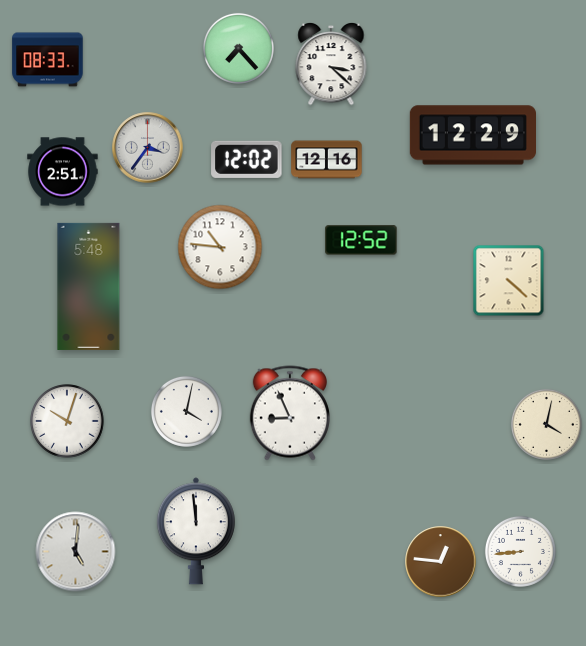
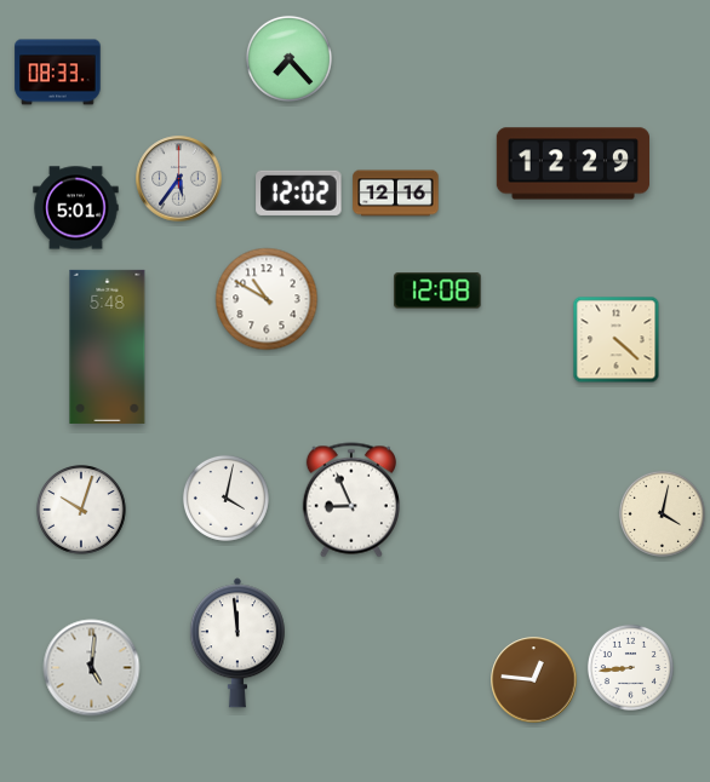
clock at (331, 64): 3:22 -> none
clock at (148, 148): 3:36 -> 5:36
clock at (63, 172): 2:51 -> 5:01
clock at (361, 240): 12:52 -> 12:08
clock at (220, 247): 10:46 -> 10:50
